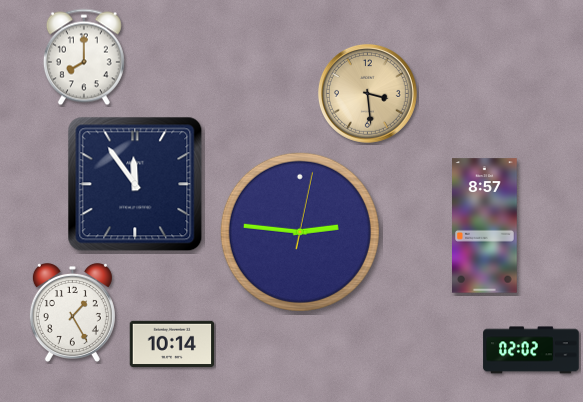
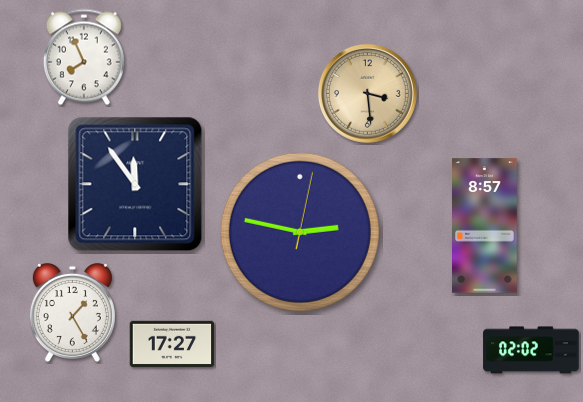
clock at (84, 57): 8:00 -> 7:56
clock at (300, 232): 2:46 -> 2:47
clock at (172, 343): 10:14 -> 17:27
